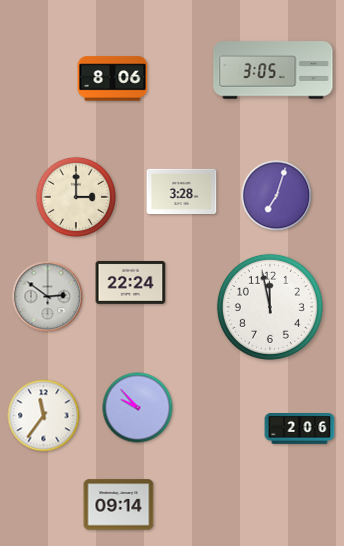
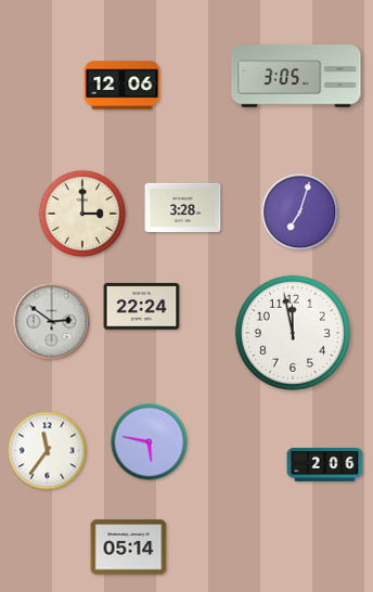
clock at (113, 79): 8:06 -> 12:06
clock at (182, 191) position: (182, 191) -> (183, 207)
clock at (138, 408): 9:53 -> 5:47
clock at (119, 505): 09:14 -> 05:14
